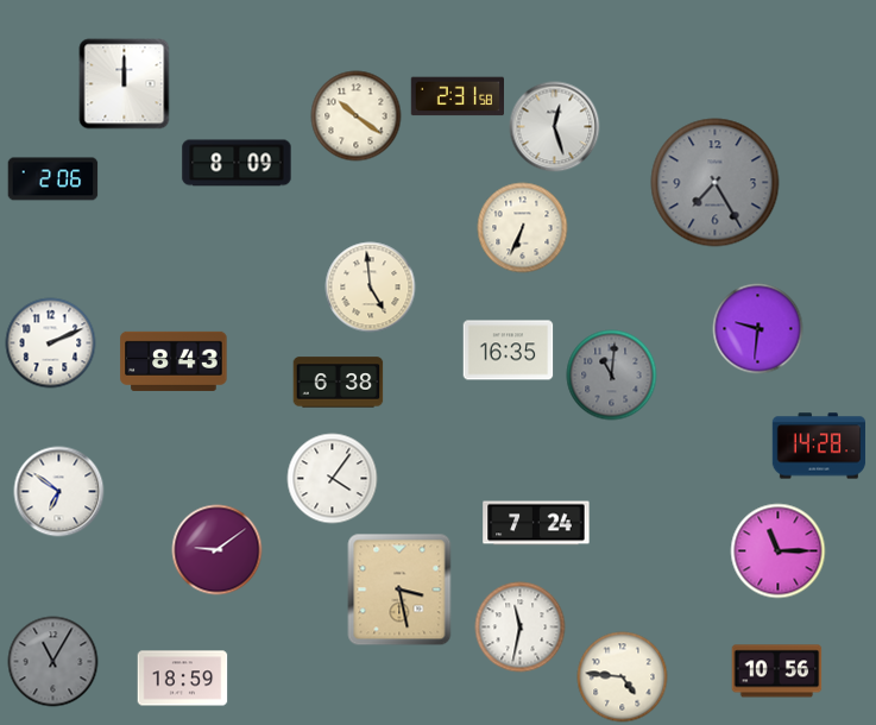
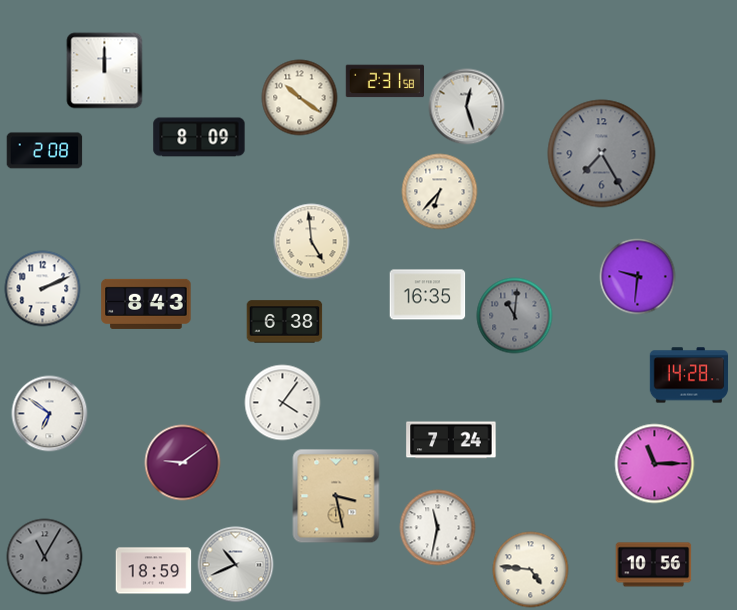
clock at (53, 179): 2:06 -> 2:08
clock at (523, 228): 6:34 -> 6:37
clock at (333, 479) position: (333, 479) -> (283, 403)
clock at (236, 565): none -> 10:41
clock at (623, 677) position: (623, 677) -> (531, 570)
